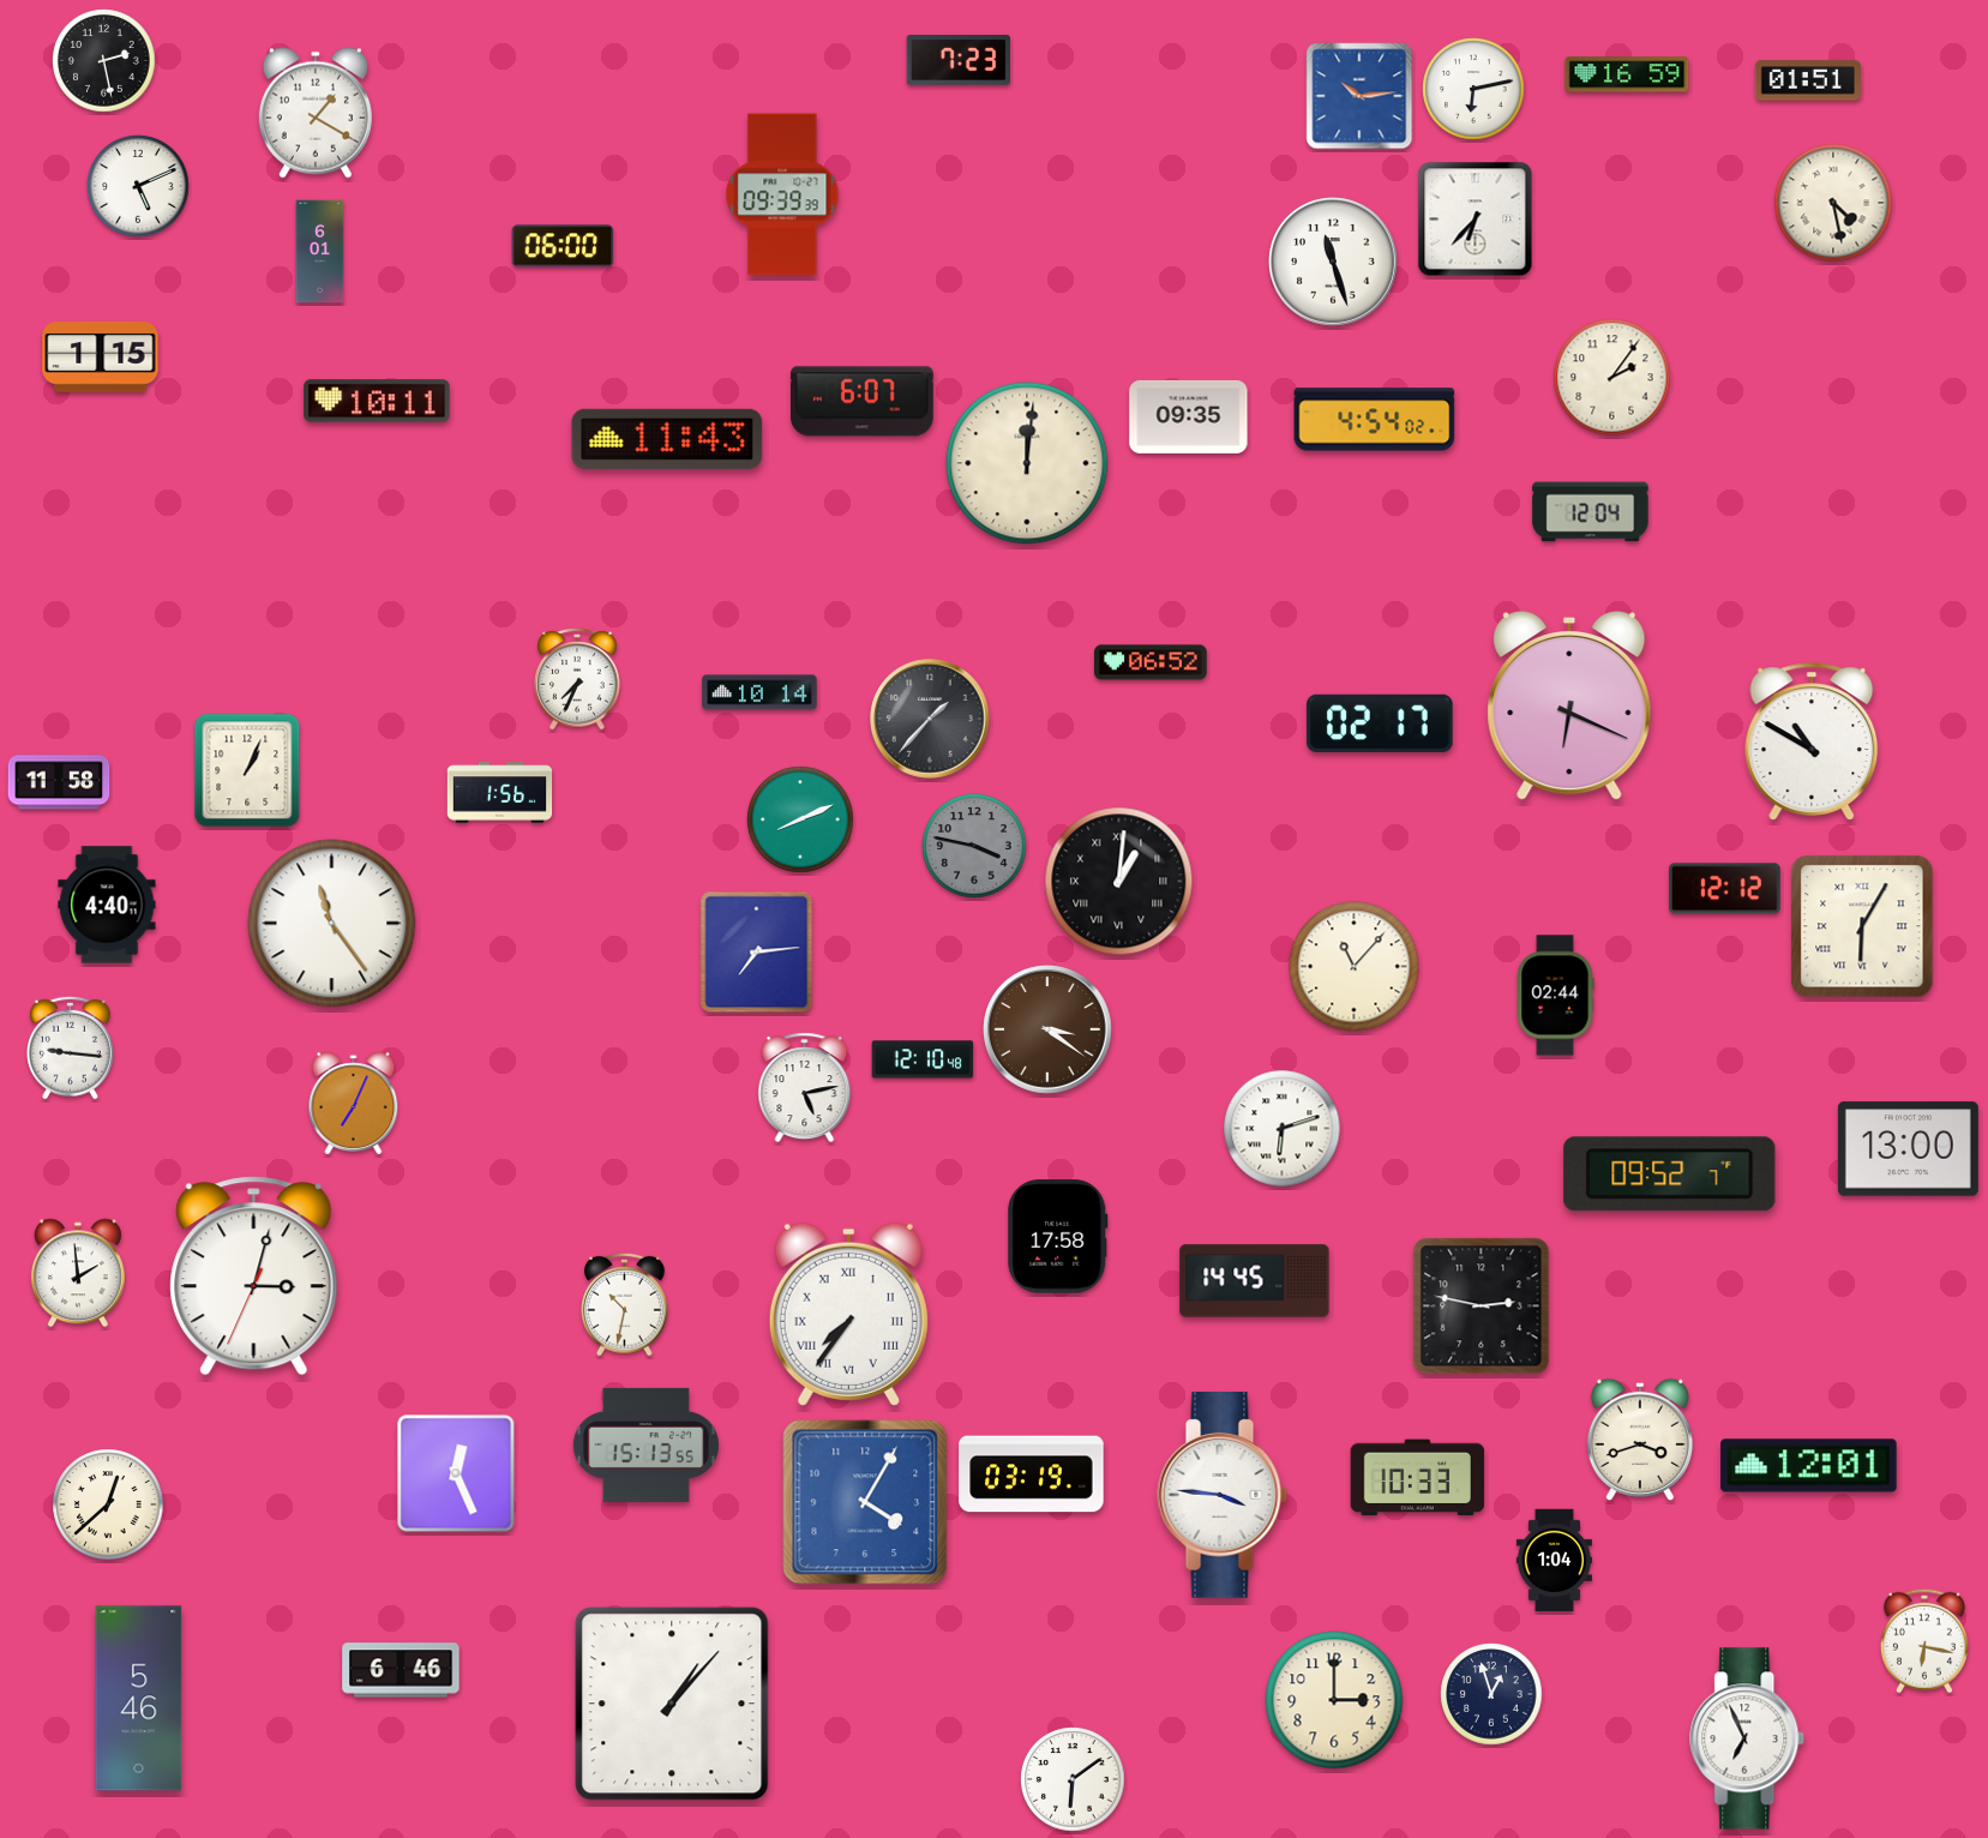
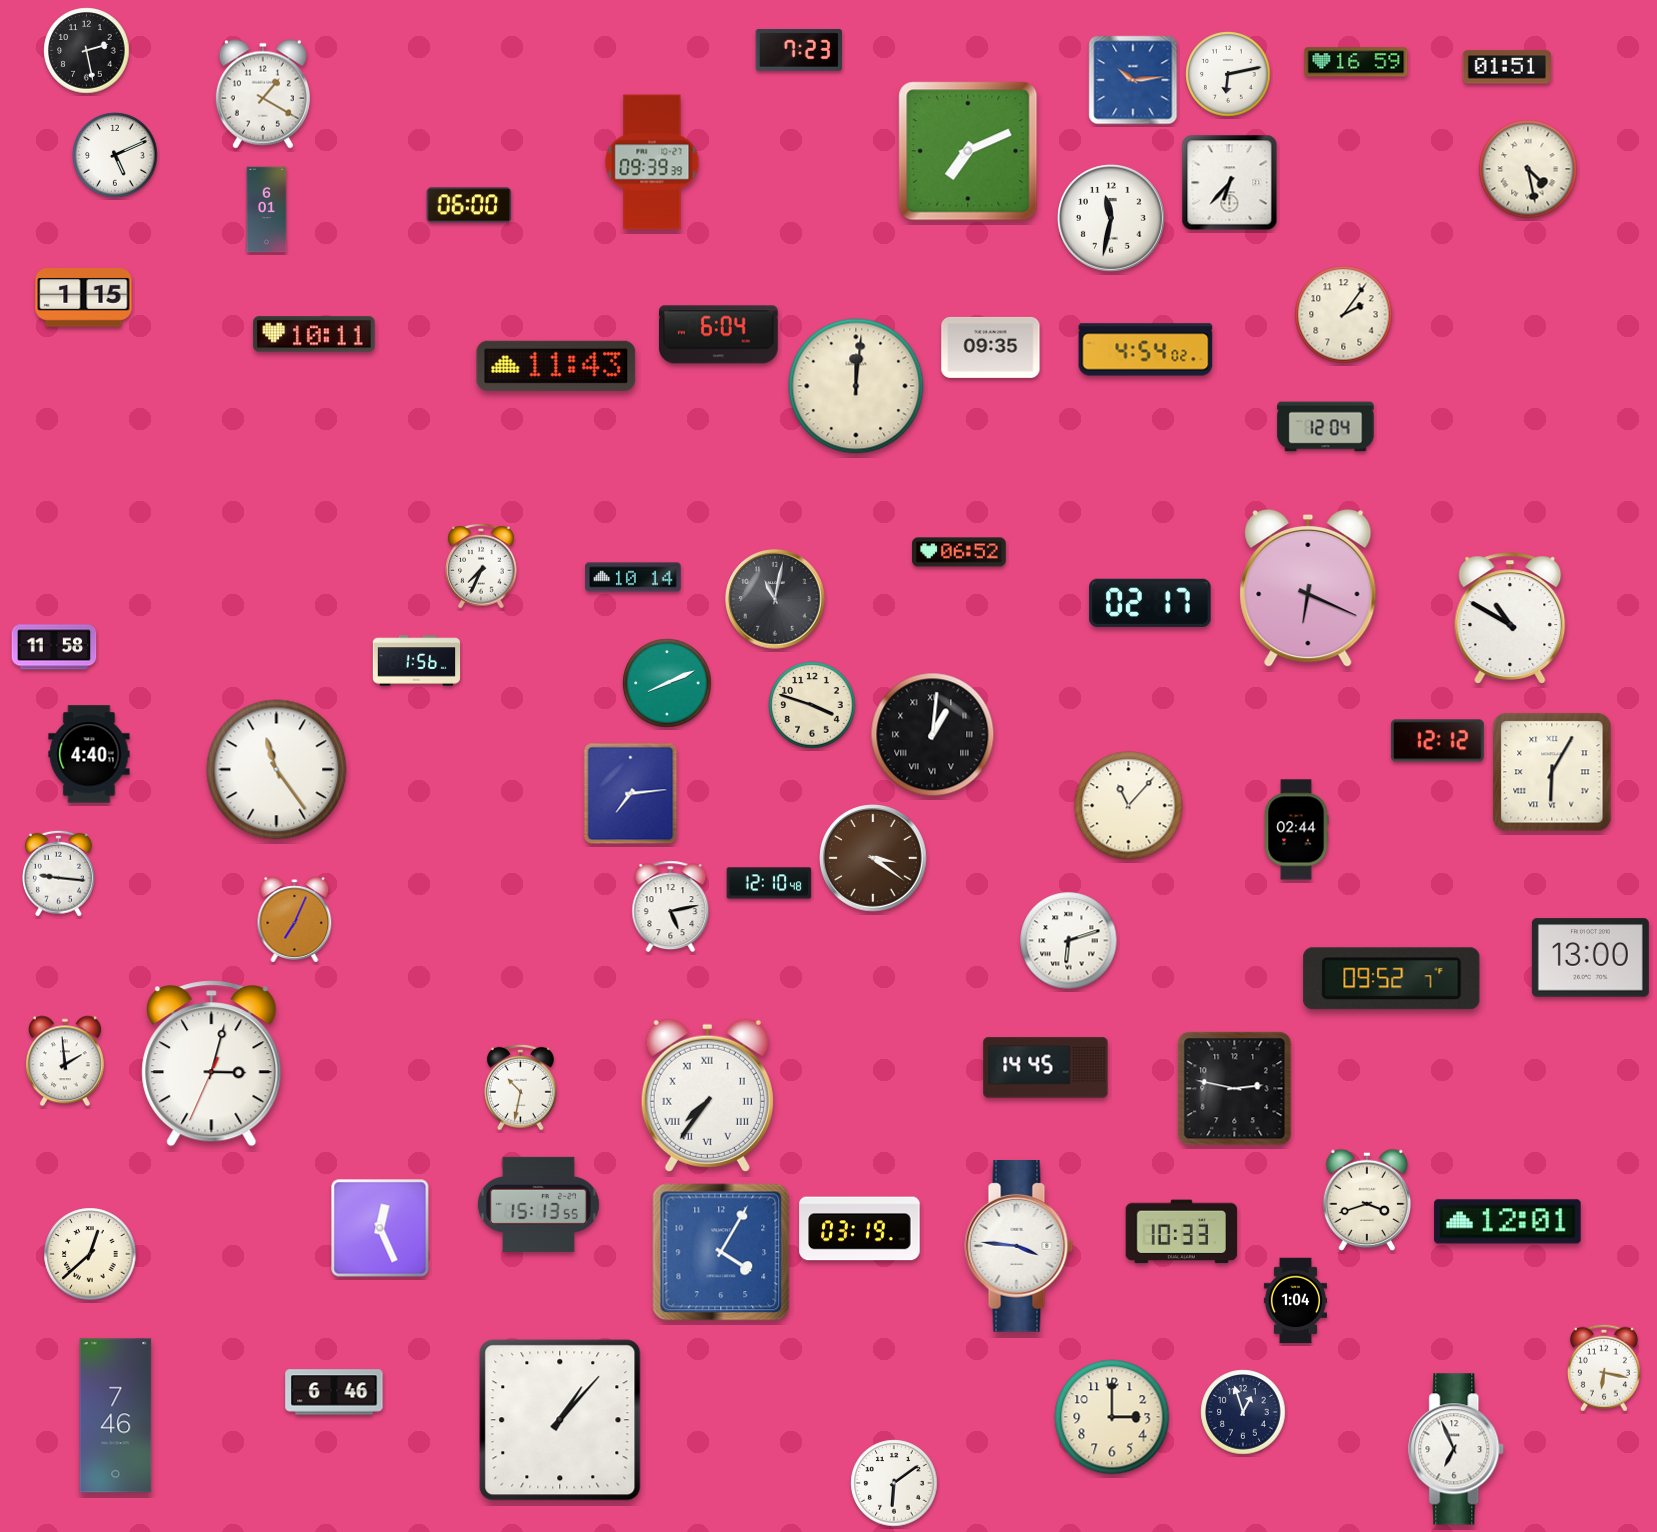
clock at (968, 151): none -> 7:11
clock at (1334, 263): 11:27 -> 11:32
clock at (863, 402): 6:07 -> 6:04
clock at (930, 719): 1:37 -> 11:02
clock at (247, 770): 1:04 -> none
clock at (59, 782) position: (59, 782) -> (54, 647)
clock at (974, 846): 3:47 -> 3:48
clock at (974, 846) dial: grey -> cream
clock at (1058, 1237): 17:58 -> none
clock at (139, 1699): 5:46 -> 7:46
